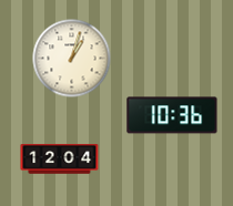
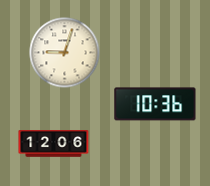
clock at (72, 59): 1:03 -> 9:03
clock at (60, 159): 12:04 -> 12:06
